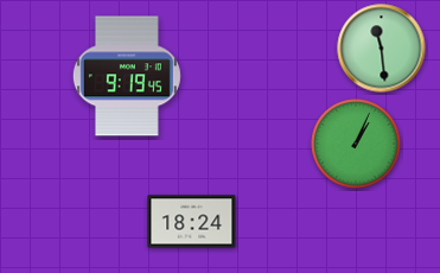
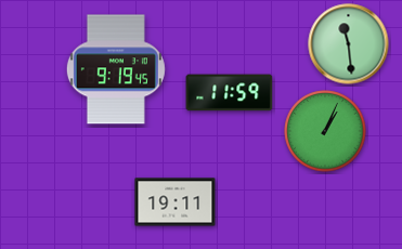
clock at (230, 93): none -> 11:59
clock at (192, 222): 18:24 -> 19:11
